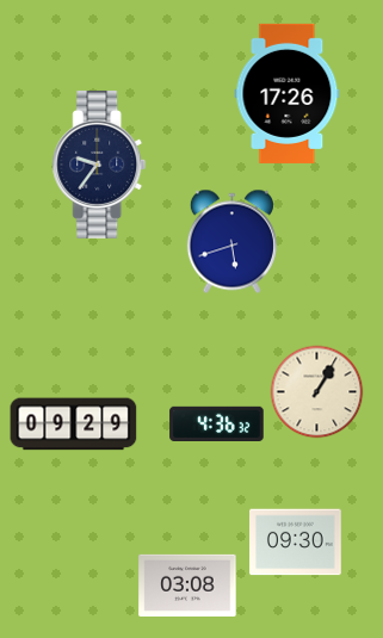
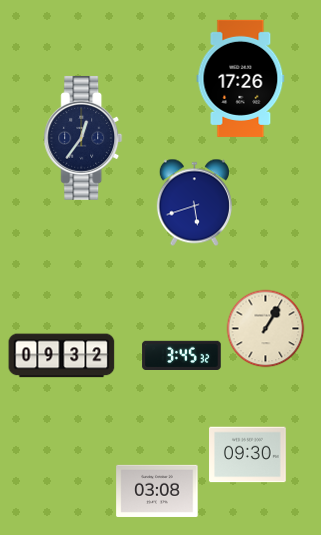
clock at (99, 165): 9:36 -> 12:36
clock at (217, 423): 4:36 -> 3:45
clock at (74, 425): 09:29 -> 09:32
